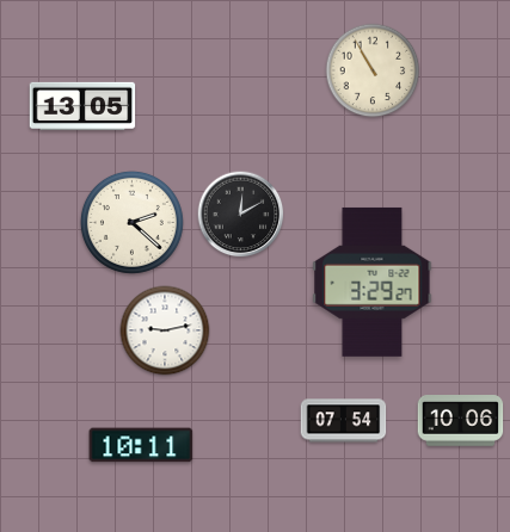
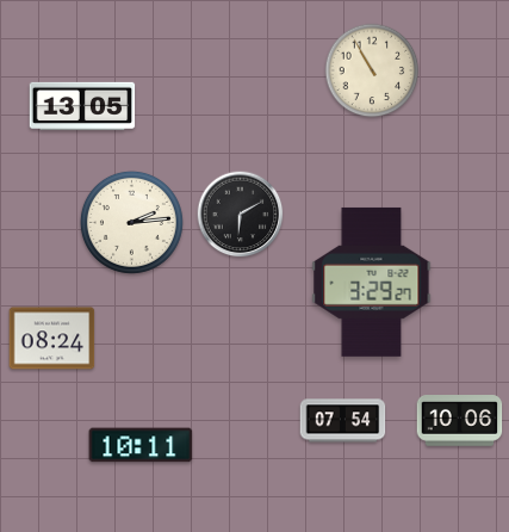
clock at (241, 215): 12:10 -> 6:10
clock at (131, 222): 2:22 -> 2:14
clock at (165, 330): 9:13 -> none
clock at (52, 339): none -> 08:24
